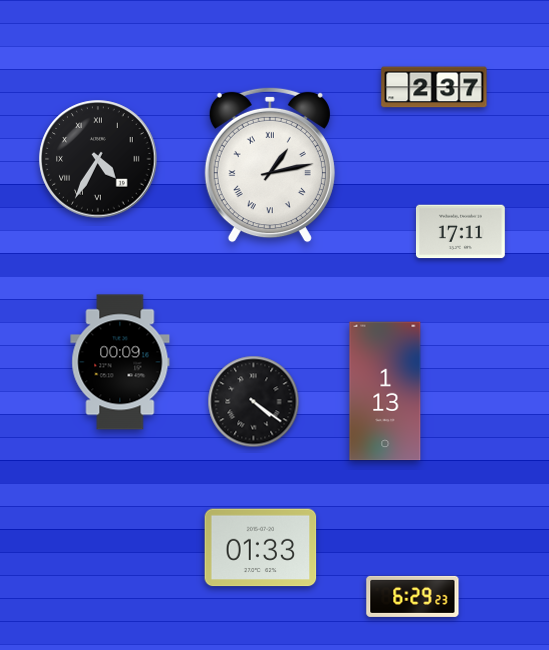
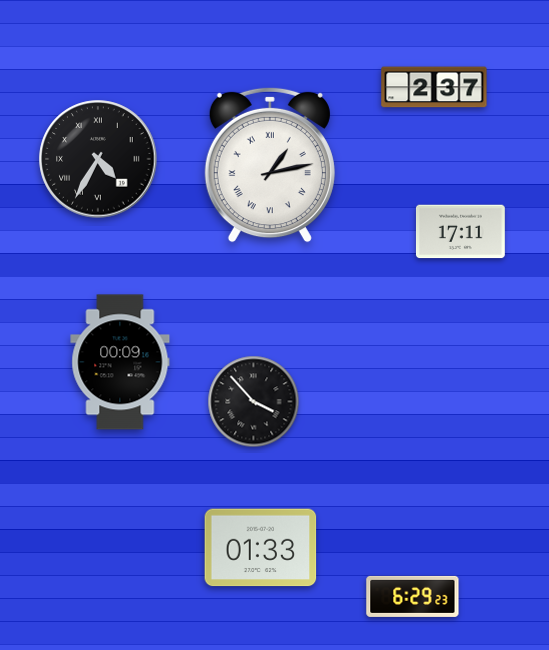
clock at (385, 391): 1:13 -> none
clock at (254, 402): 4:21 -> 3:53
